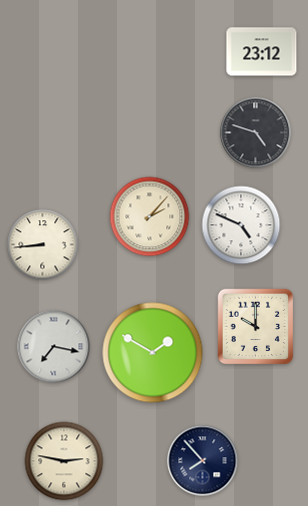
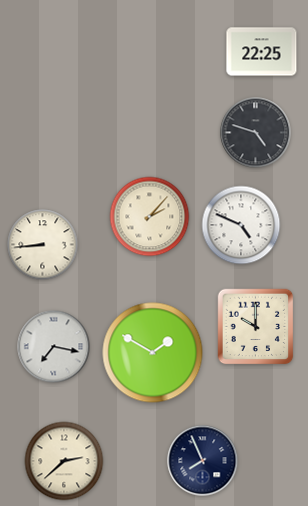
clock at (262, 52): 23:12 -> 22:25
clock at (64, 461): 2:47 -> 2:38
clock at (203, 461): 7:53 -> 7:56
